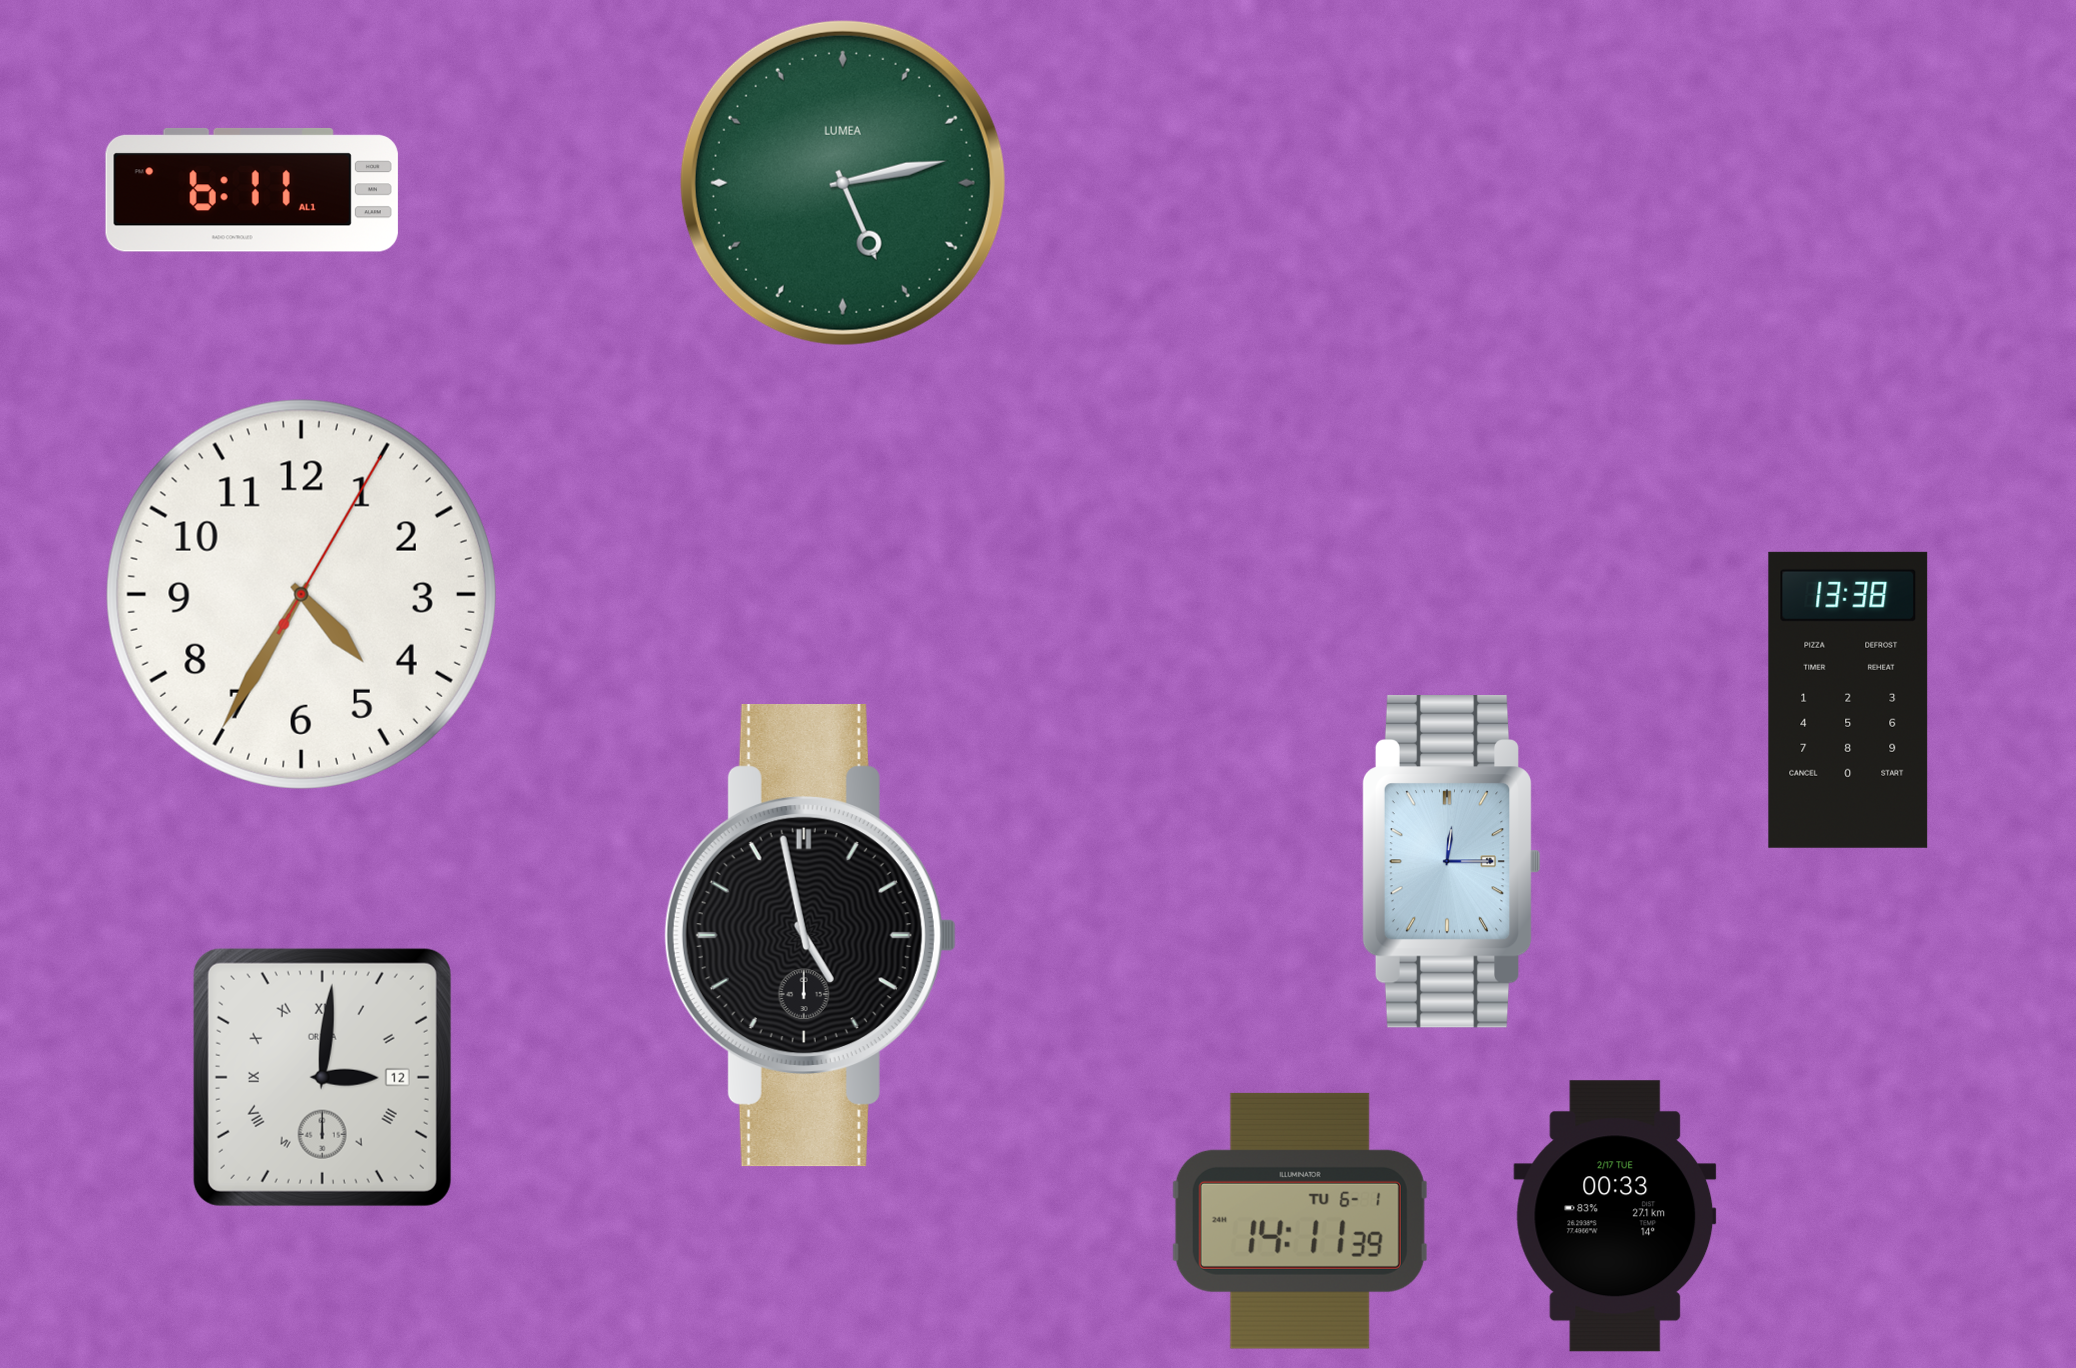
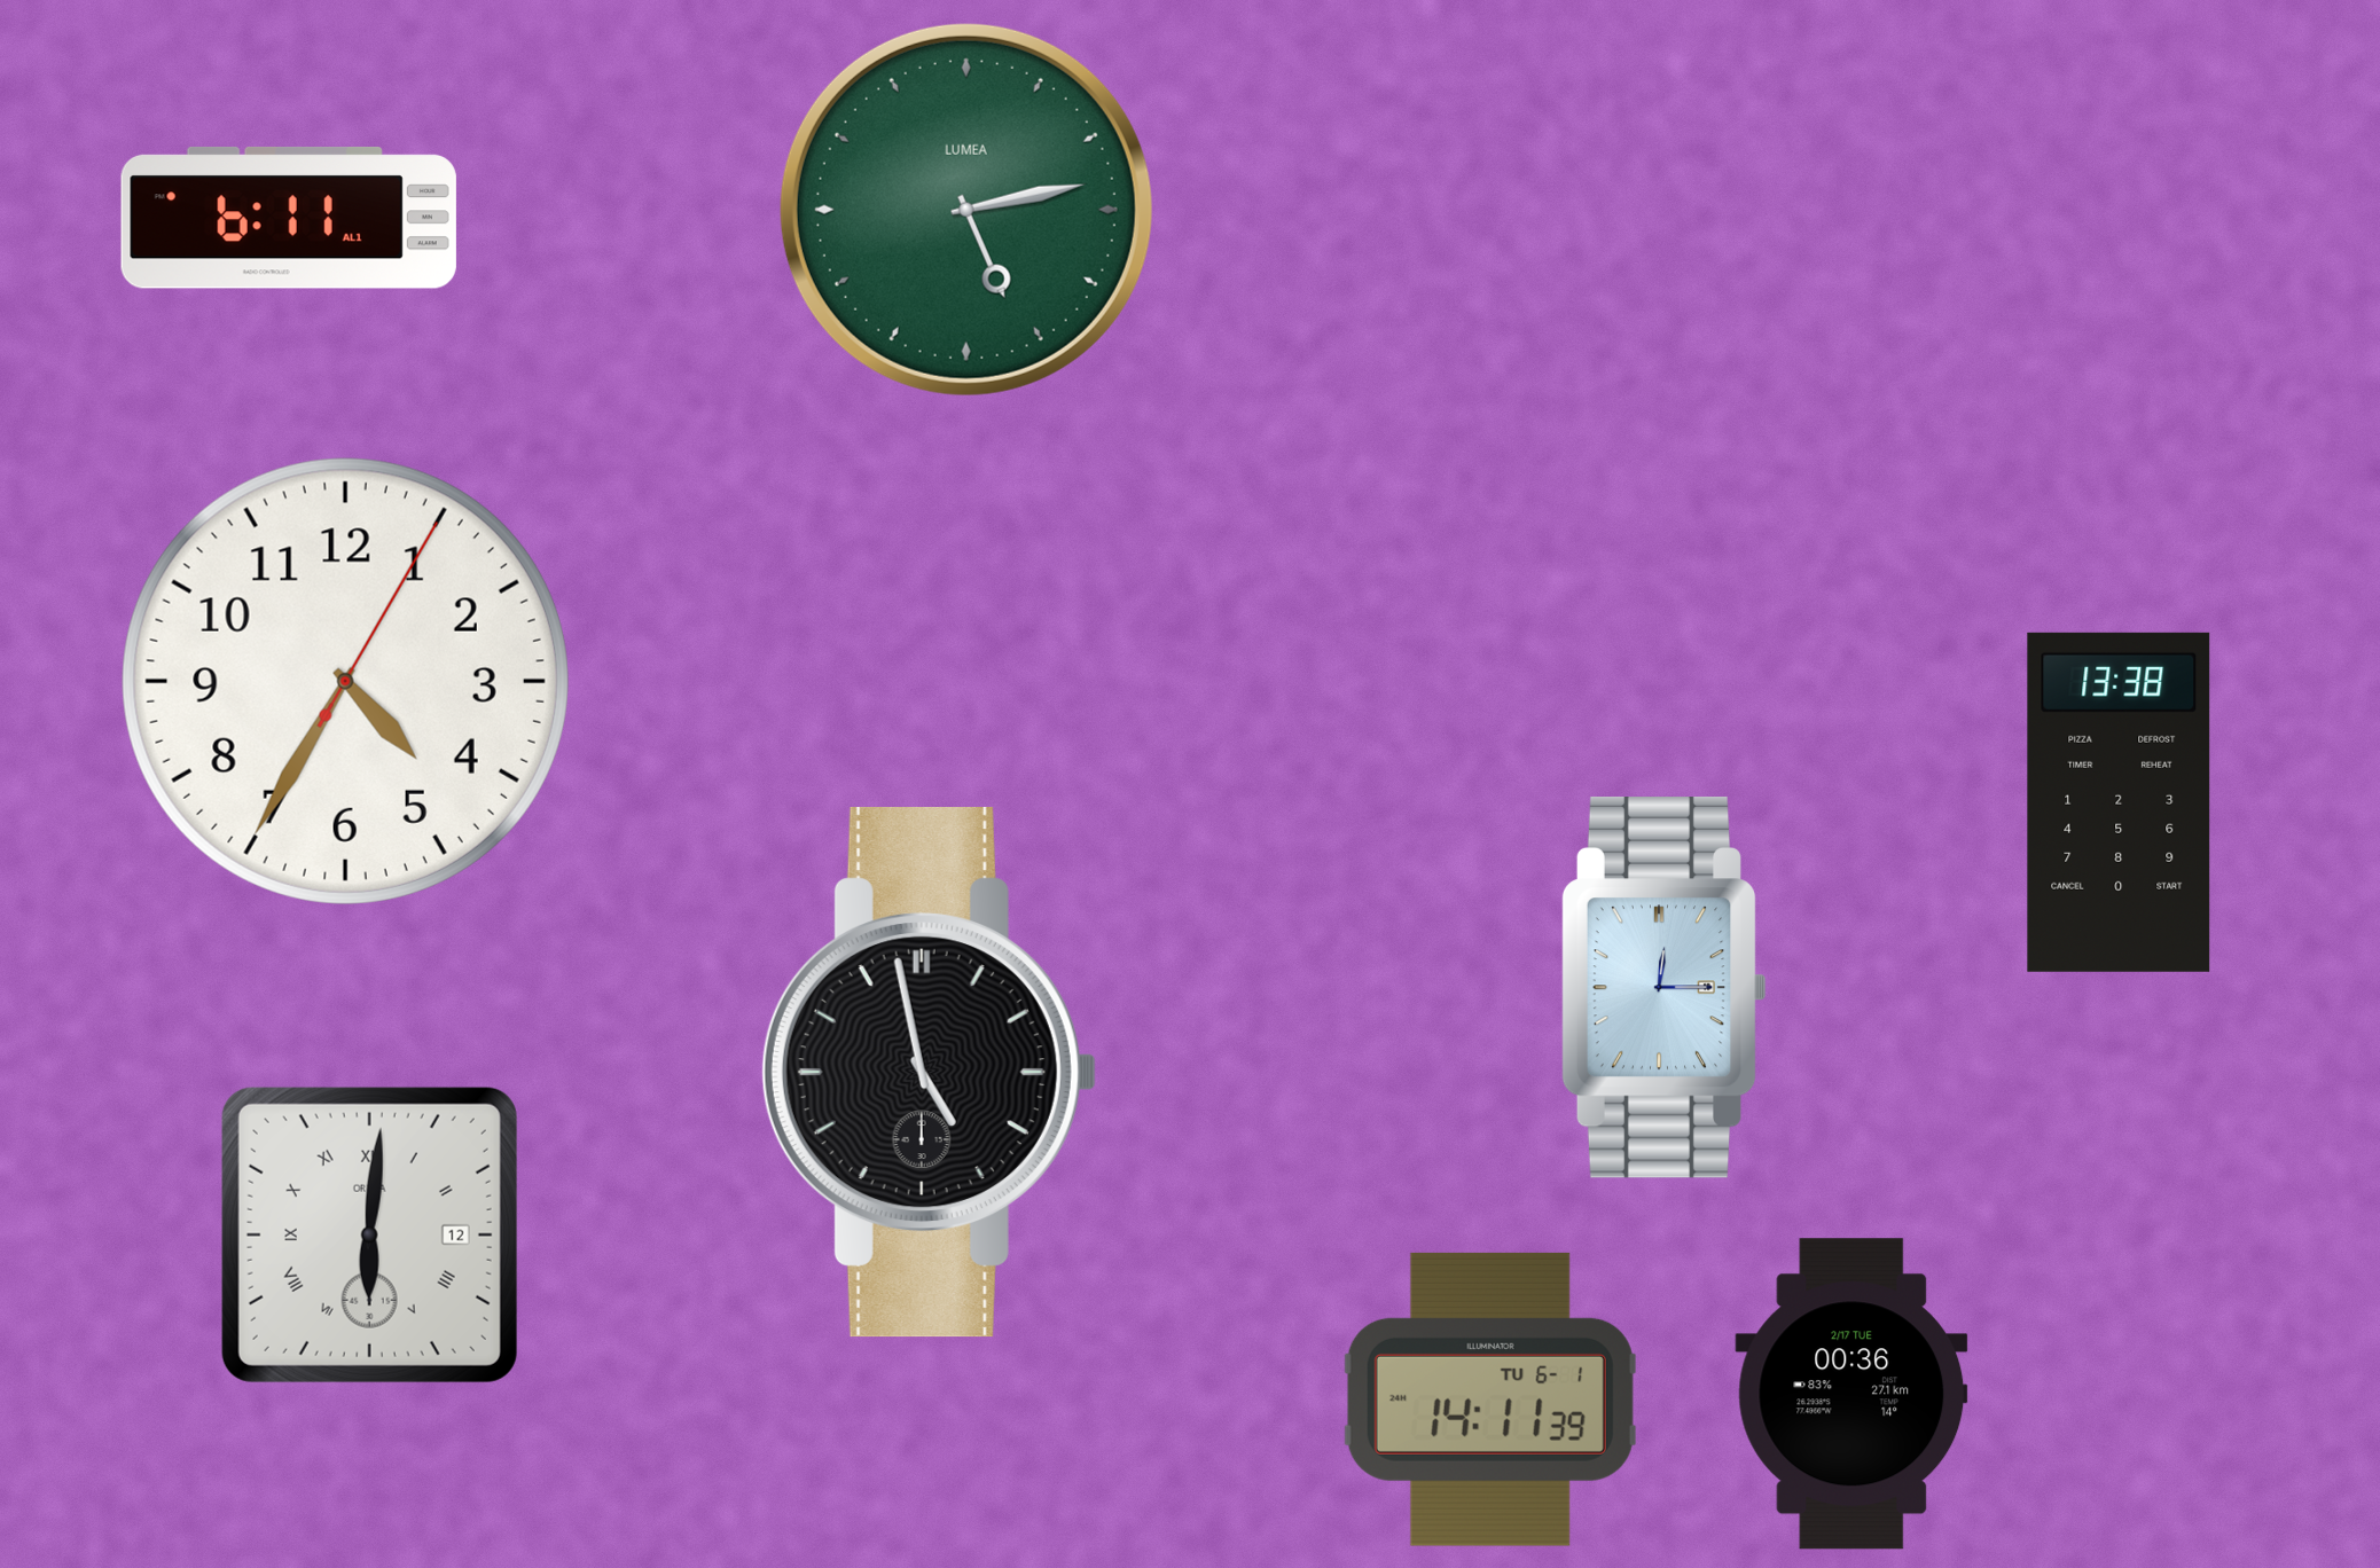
clock at (322, 1077): 3:01 -> 6:01
clock at (1615, 1216): 00:33 -> 00:36
